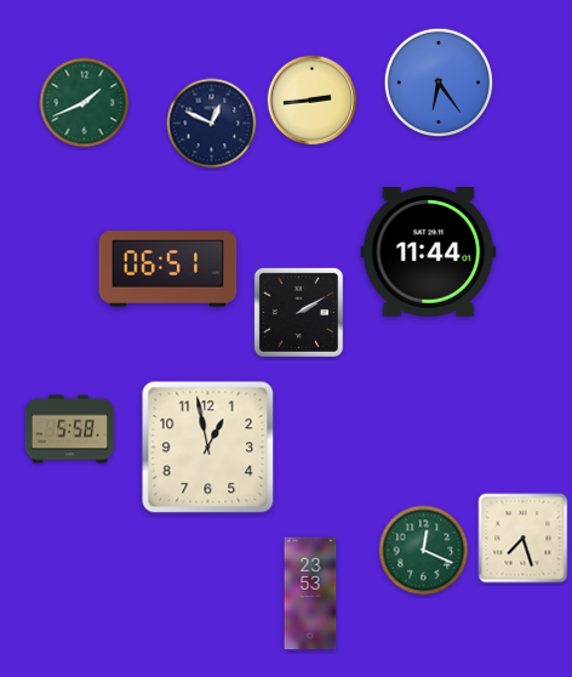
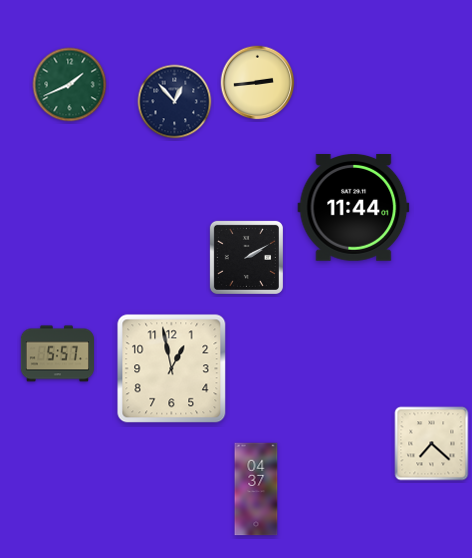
clock at (439, 83): 6:24 -> none
clock at (212, 124): 12:49 -> 12:53
clock at (168, 269): 06:51 -> none
clock at (70, 429): 5:58 -> 5:57
clock at (524, 539): 7:27 -> 7:22
clock at (424, 551): 12:19 -> none
clock at (310, 593): 23:53 -> 04:37
